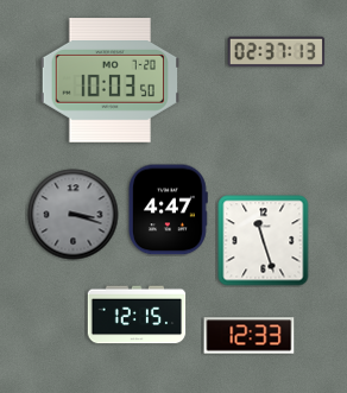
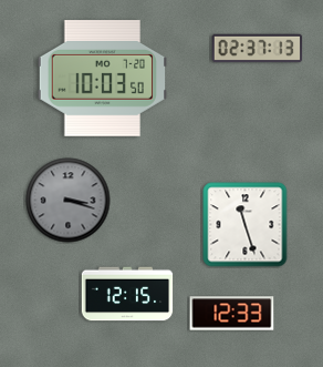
clock at (111, 81) position: (111, 81) -> (103, 79)
clock at (169, 210): 4:47 -> none
